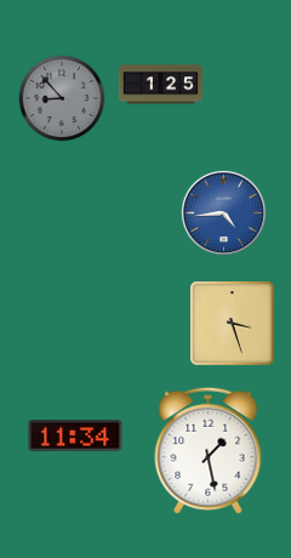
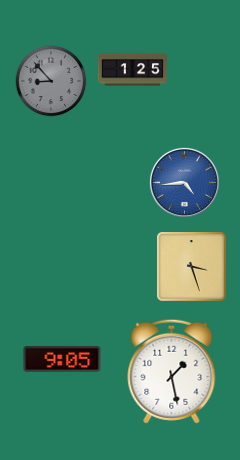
clock at (223, 212) position: (223, 212) -> (184, 182)
clock at (75, 437): 11:34 -> 9:05
